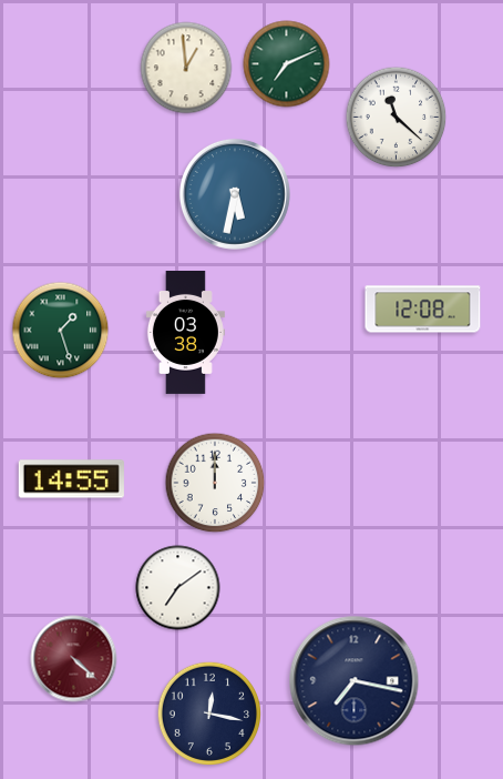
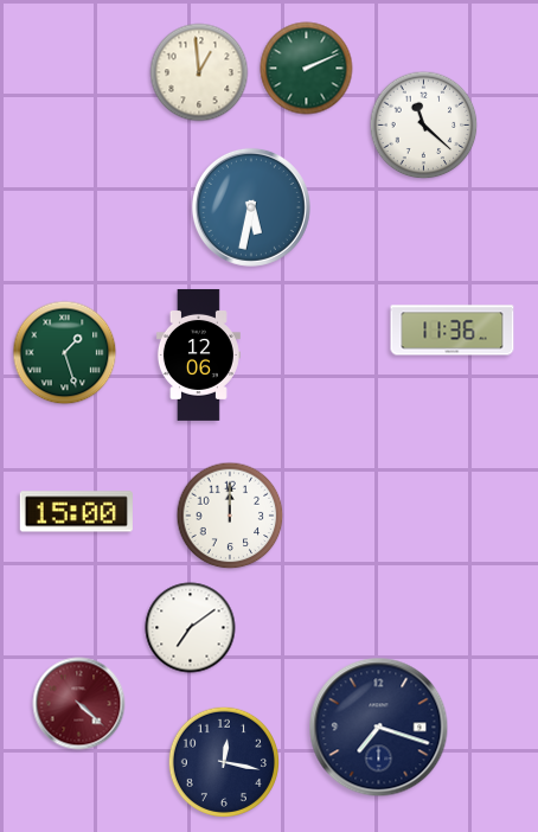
clock at (287, 64): 7:11 -> 2:11
clock at (423, 310): 12:08 -> 11:36
clock at (185, 332): 03:38 -> 12:06
clock at (71, 479): 14:55 -> 15:00
clock at (355, 681): 7:17 -> 7:18
